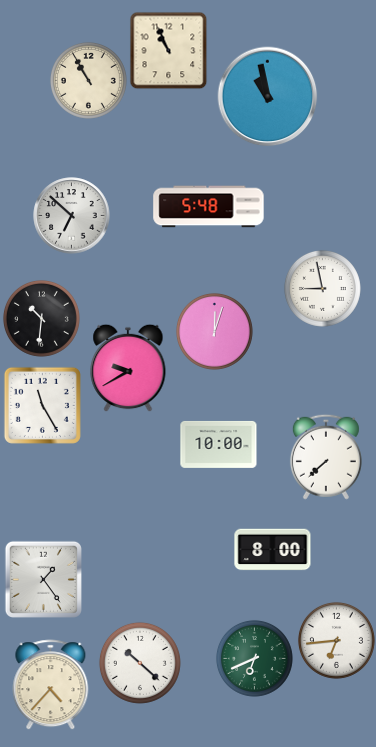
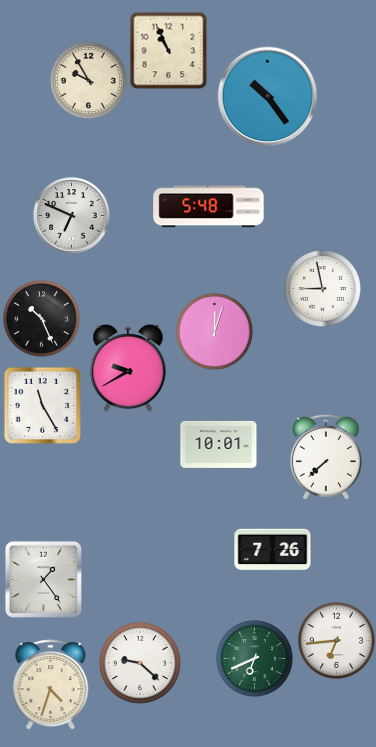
clock at (88, 80): 10:55 -> 9:55
clock at (268, 97): 10:58 -> 10:24
clock at (72, 216): 6:52 -> 6:49
clock at (41, 318): 10:31 -> 10:26
clock at (219, 444): 10:00 -> 10:01
clock at (273, 550): 8:00 -> 7:26
clock at (140, 663): 10:22 -> 9:22
clock at (51, 685): 4:37 -> 4:33
